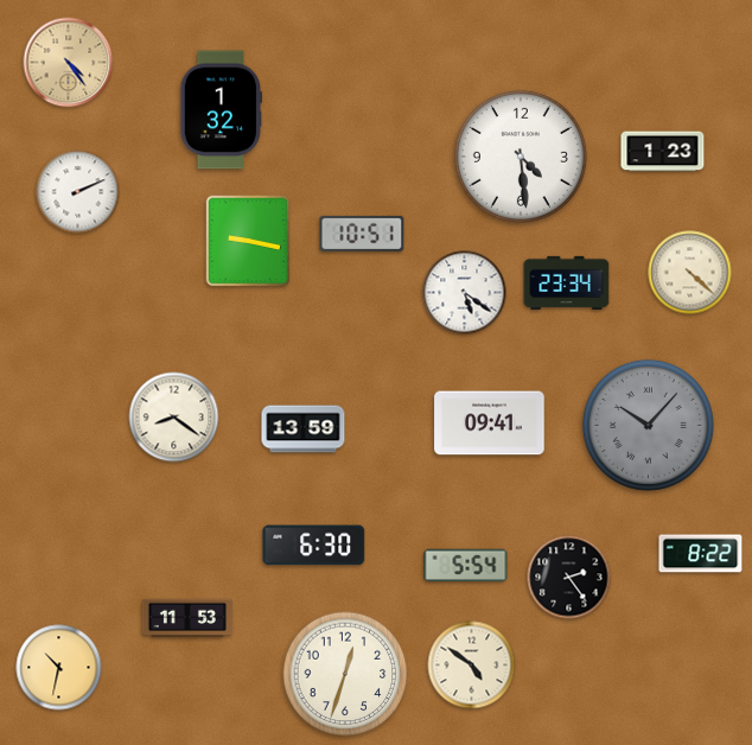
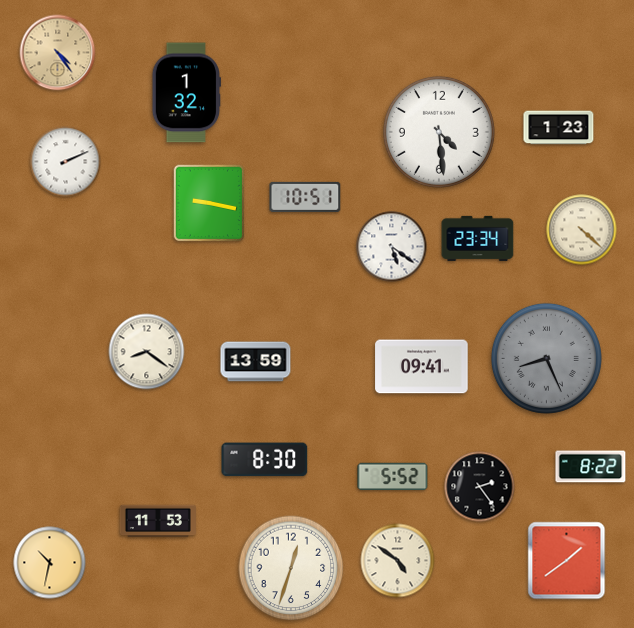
clock at (490, 424) position: (490, 424) -> (422, 367)
clock at (648, 425): 10:07 -> 8:26
clock at (314, 546): 6:30 -> 8:30
clock at (466, 566): 5:54 -> 5:52
clock at (567, 561): none -> 1:39
